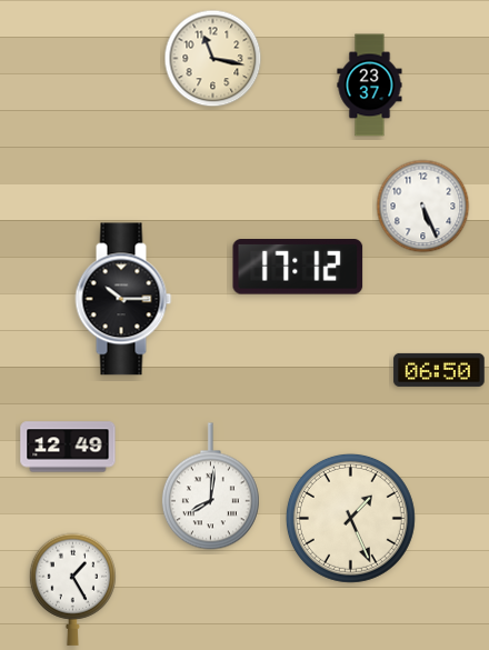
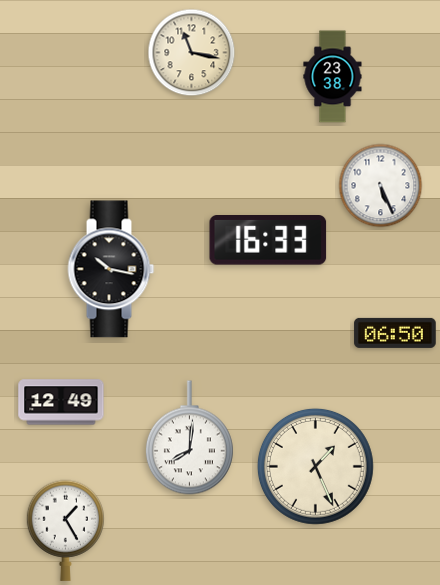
clock at (370, 86): 23:37 -> 23:38
clock at (298, 268): 17:12 -> 16:33
clock at (123, 299): 10:15 -> 10:17
